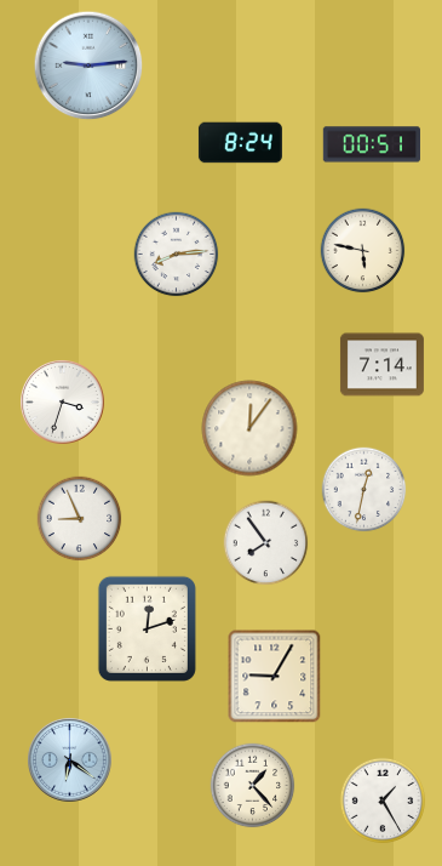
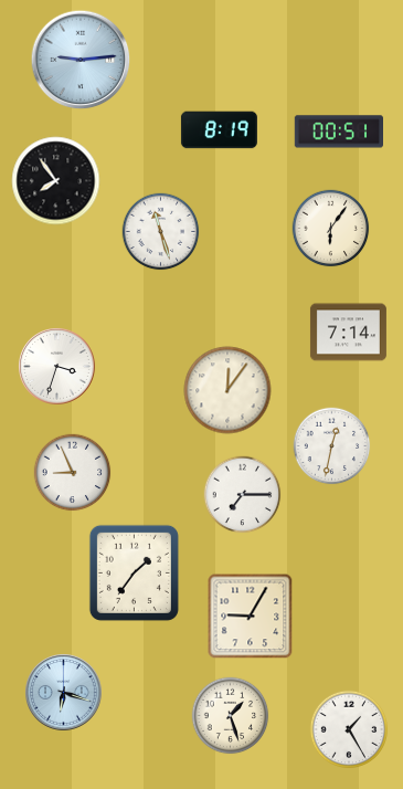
clock at (240, 143): 8:24 -> 8:19
clock at (56, 181): none -> 7:54
clock at (363, 251): 5:47 -> 6:06
clock at (177, 255): 8:14 -> 11:27
clock at (266, 543): 7:54 -> 7:15
clock at (147, 628): 12:12 -> 1:36
clock at (70, 760): 6:21 -> 6:18
clock at (253, 786): 1:23 -> 1:27
